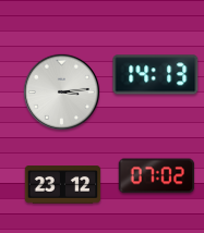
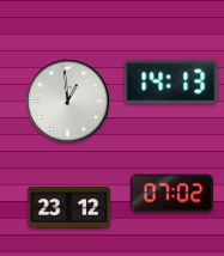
clock at (61, 91): 3:14 -> 12:59
clock at (63, 185) position: (63, 185) -> (69, 208)
